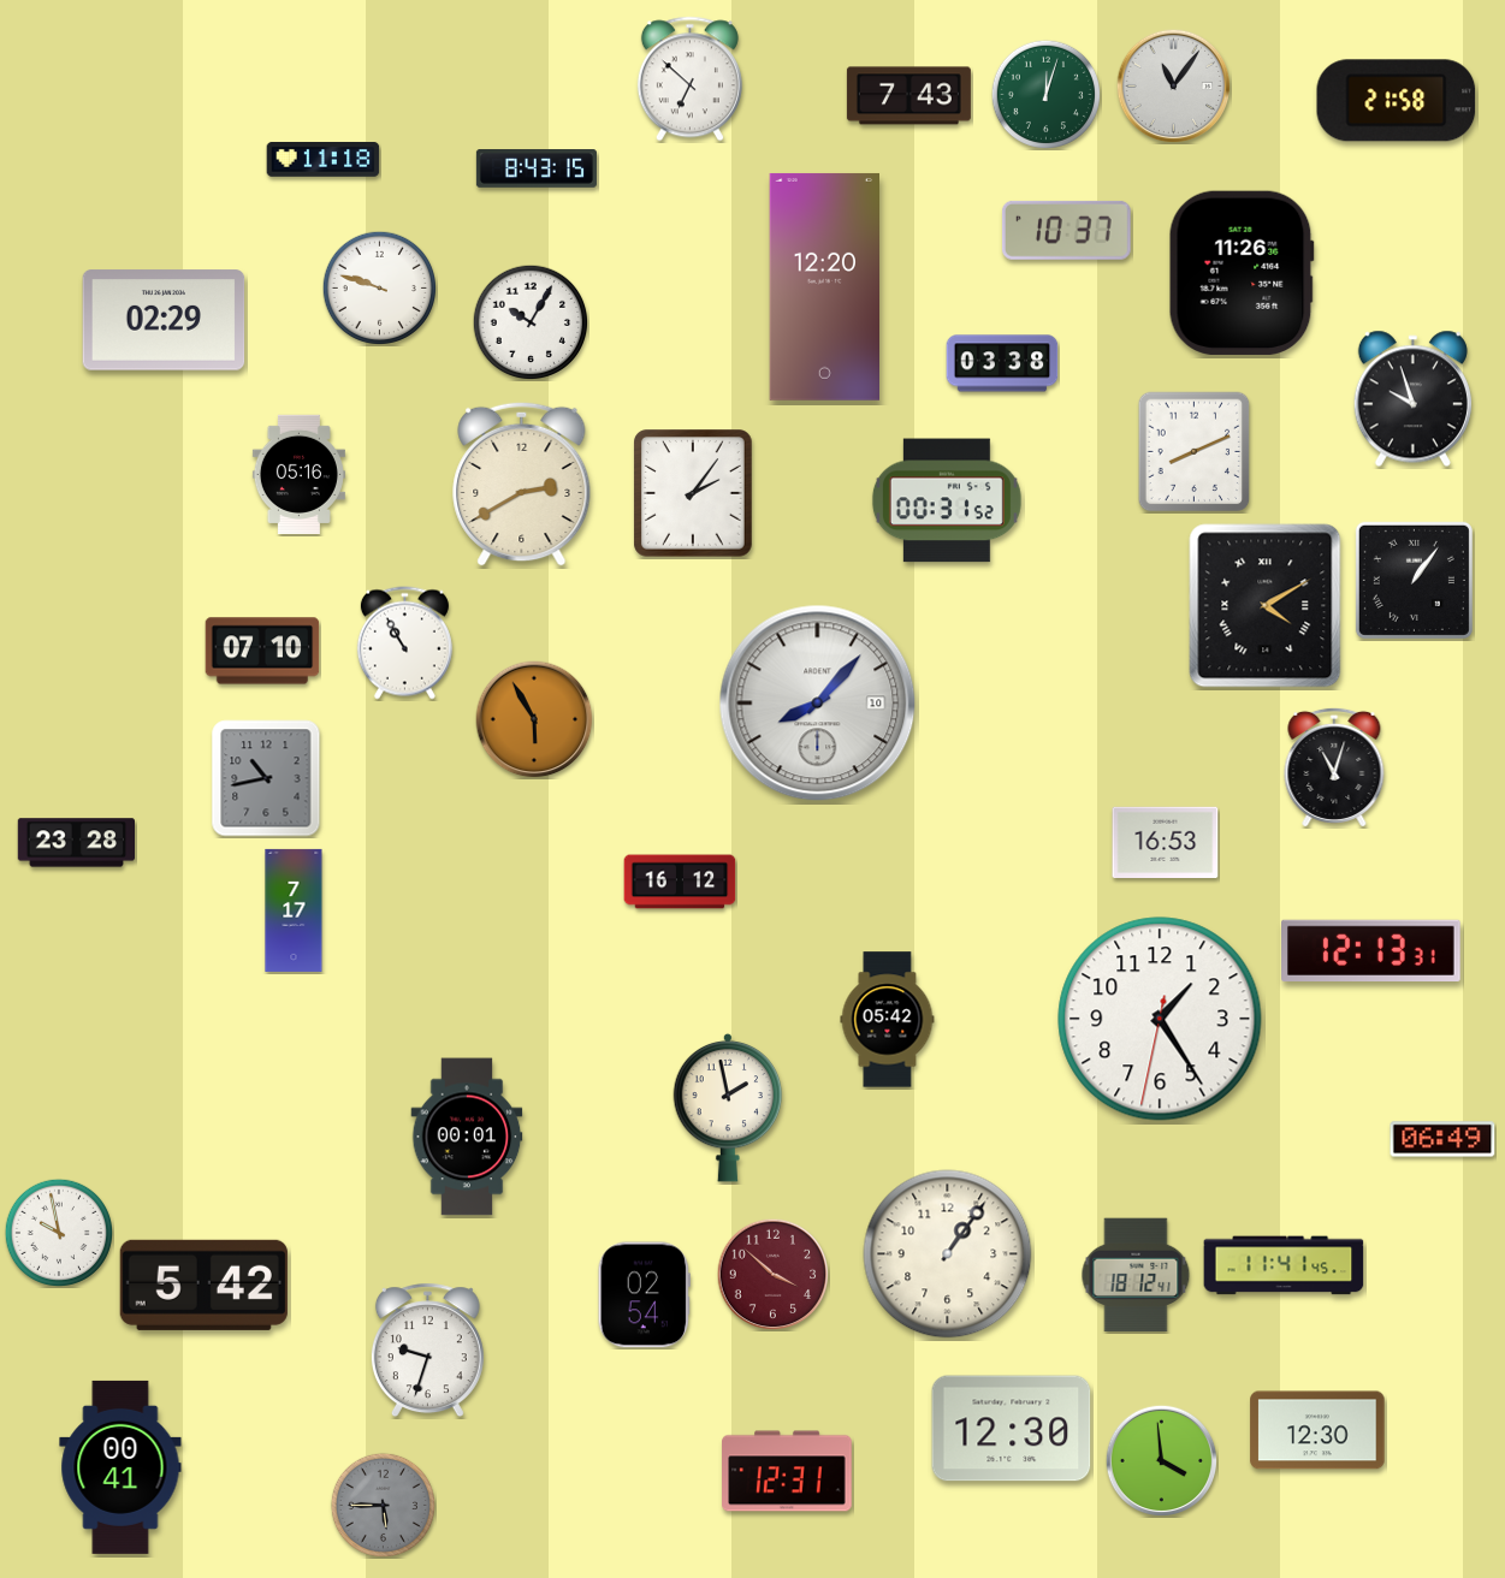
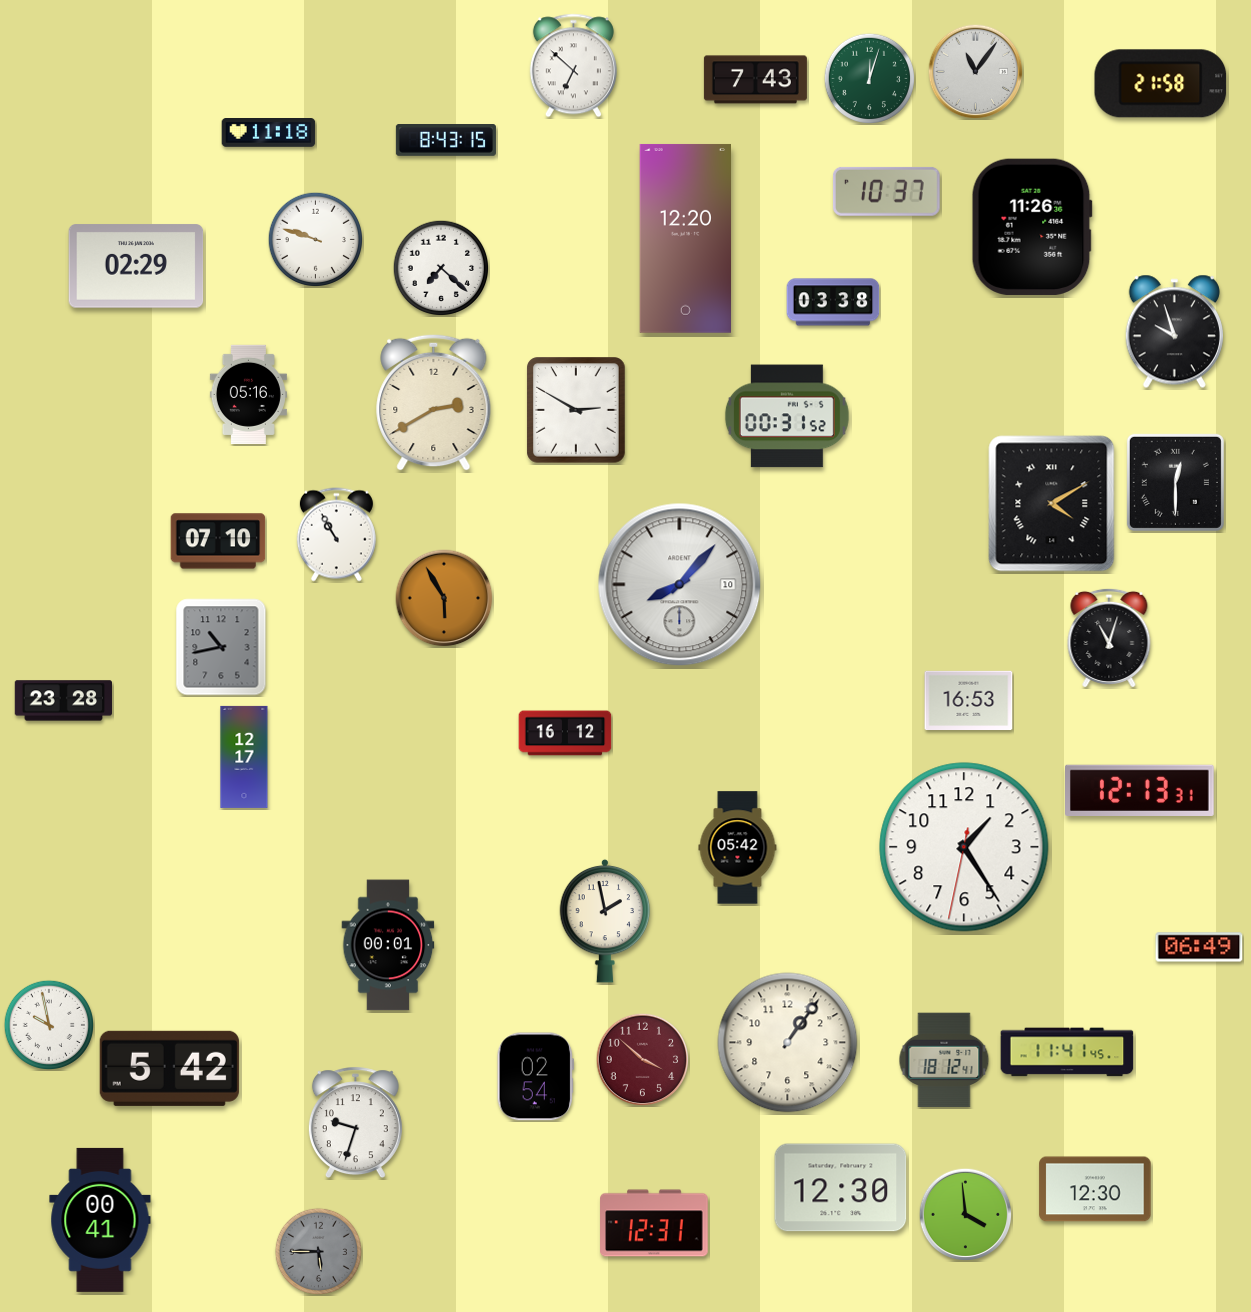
clock at (531, 322): 10:05 -> 7:22
clock at (1195, 452): 8:11 -> none
clock at (693, 493): 2:06 -> 2:50
clock at (1414, 580): 1:06 -> 12:30
clock at (294, 910): 7:17 -> 12:17
